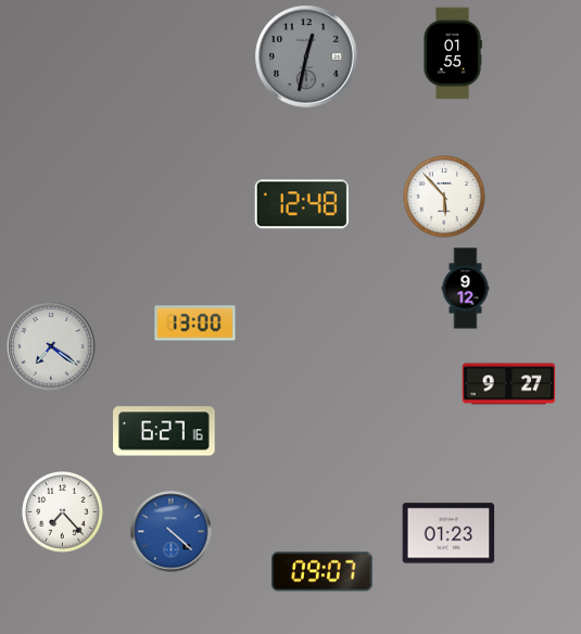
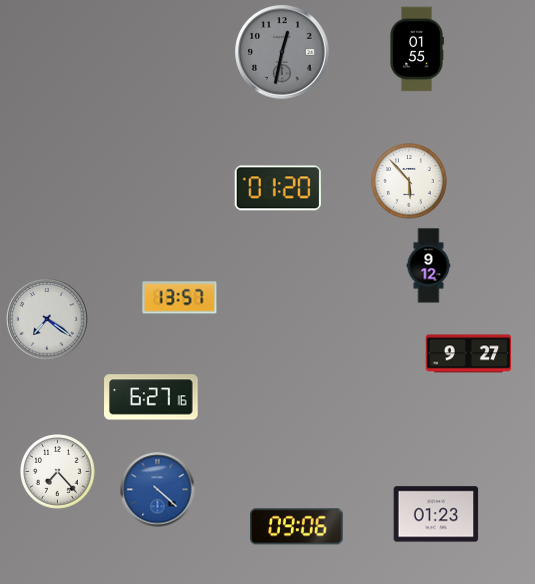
clock at (302, 204): 12:48 -> 01:20
clock at (195, 324): 13:00 -> 13:57
clock at (449, 533) position: (449, 533) -> (436, 514)
clock at (323, 572): 09:07 -> 09:06
